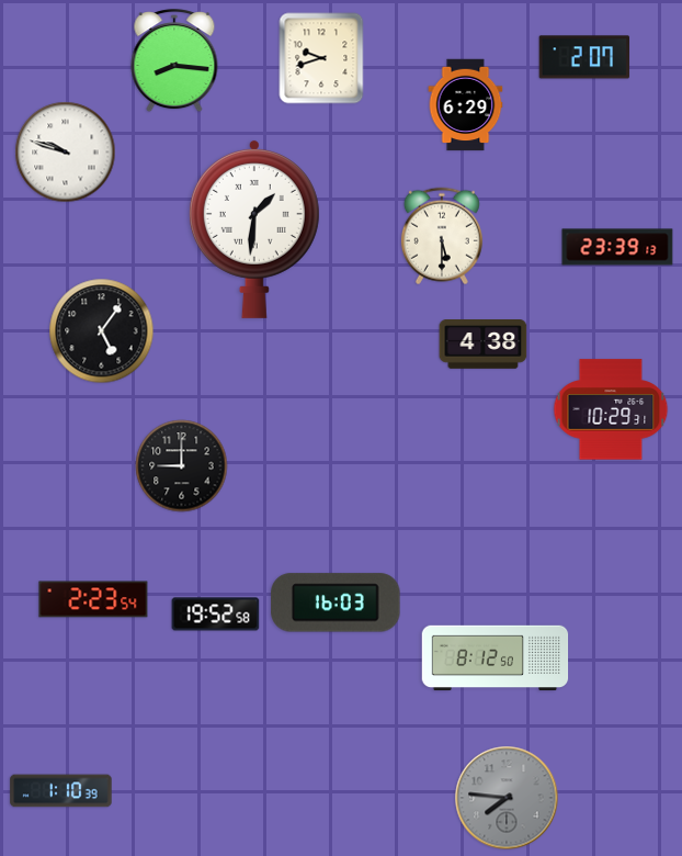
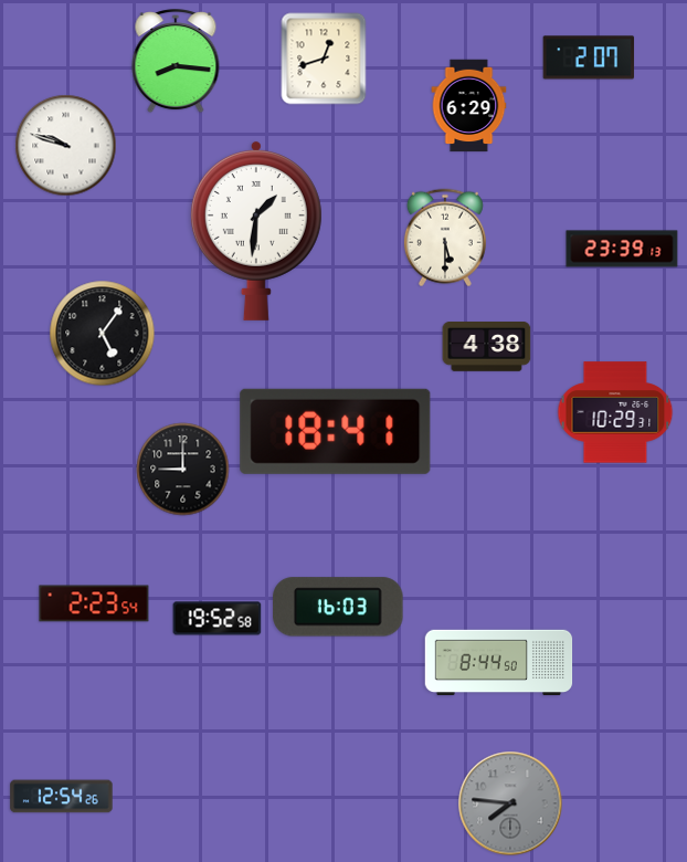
clock at (321, 58): 9:42 -> 12:42
clock at (66, 153) position: (66, 153) -> (66, 146)
clock at (336, 431): none -> 18:41
clock at (496, 658): 8:12 -> 8:44
clock at (61, 791): 1:10 -> 12:54
